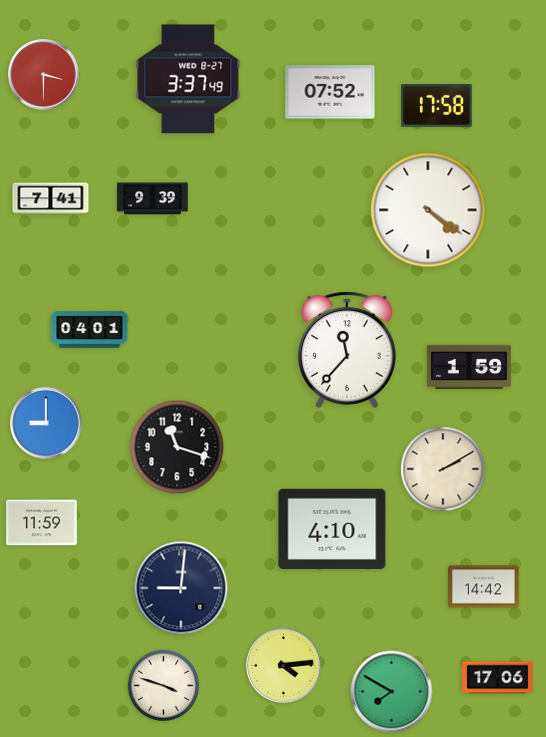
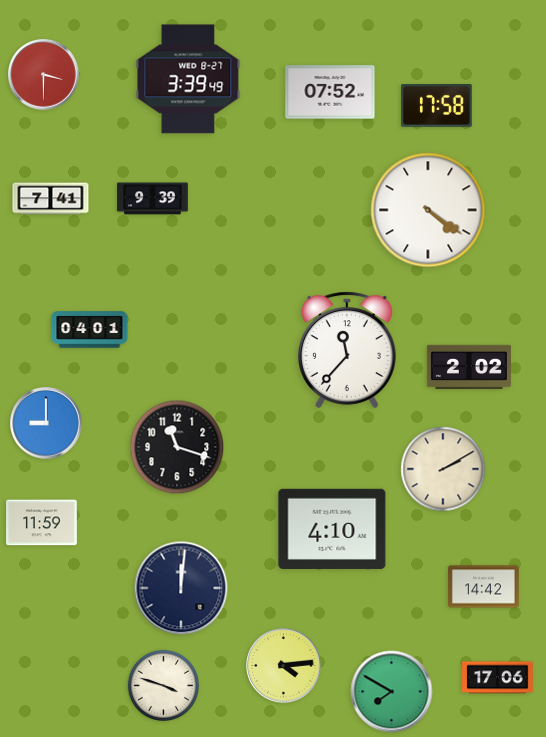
clock at (188, 79): 3:37 -> 3:39
clock at (469, 367): 1:59 -> 2:02
clock at (181, 588): 9:01 -> 12:01
